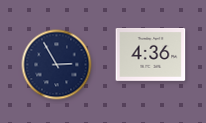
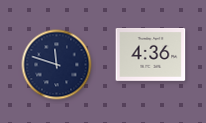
clock at (57, 65): 2:55 -> 11:48
